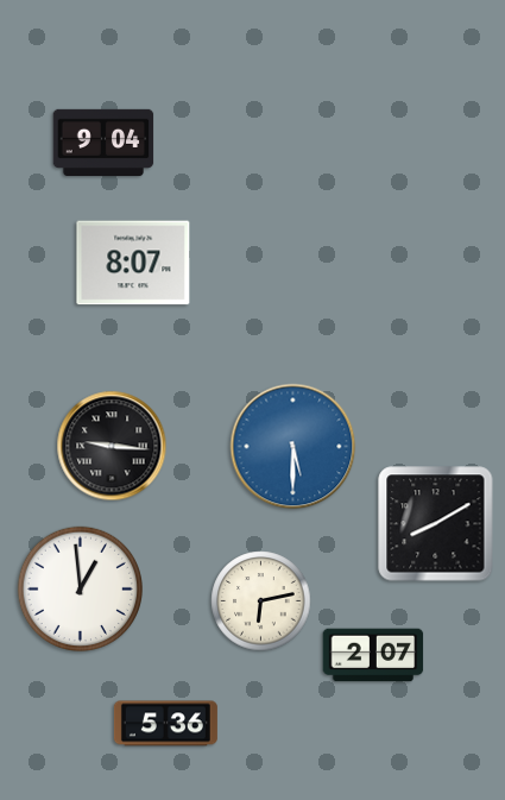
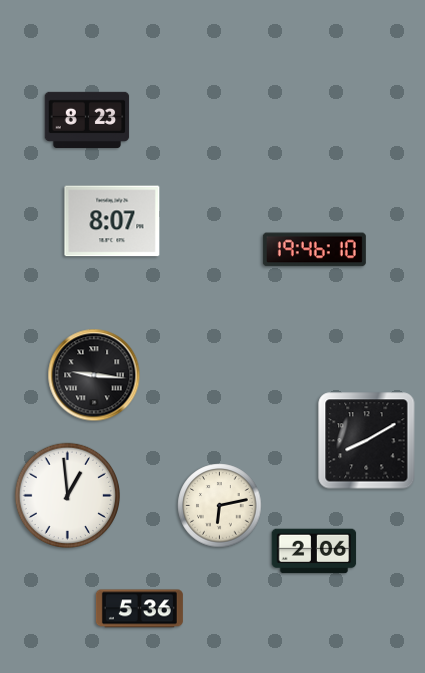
clock at (103, 141): 9:04 -> 8:23
clock at (314, 250): none -> 19:46
clock at (293, 447): 5:30 -> none
clock at (373, 655): 2:07 -> 2:06
